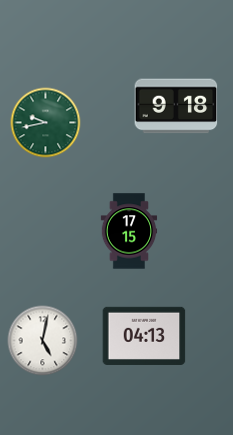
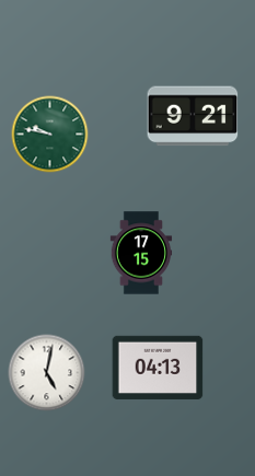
clock at (176, 106): 9:18 -> 9:21
clock at (46, 123): 9:43 -> 9:47
